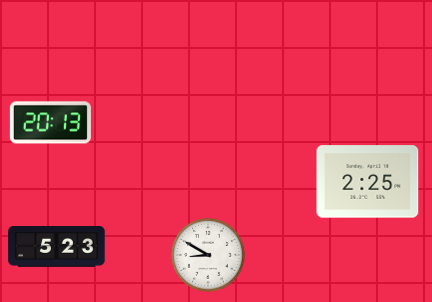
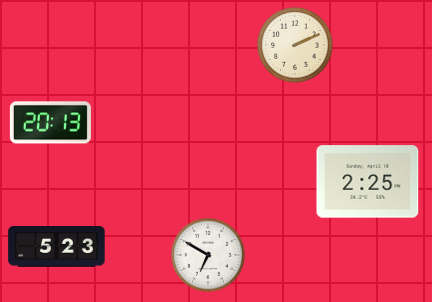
clock at (295, 45): none -> 2:11
clock at (209, 256): 8:50 -> 6:50
